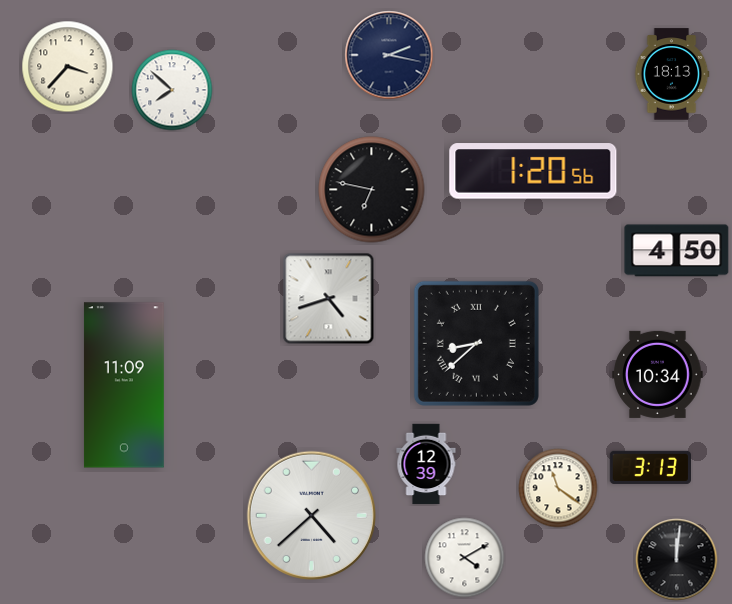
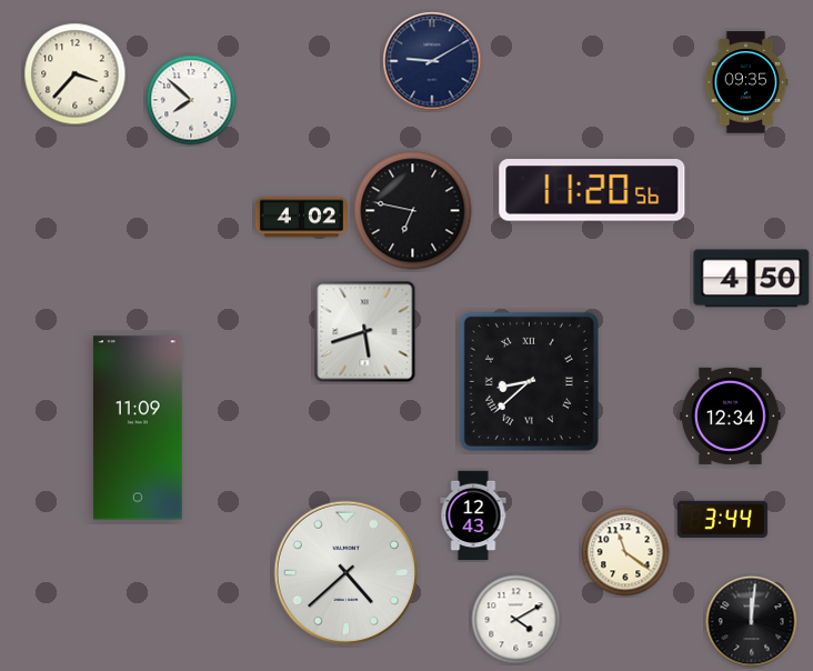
clock at (389, 55): 2:17 -> 9:10
clock at (672, 74): 18:13 -> 09:35
clock at (533, 171): 1:20 -> 11:20
clock at (301, 218): none -> 4:02
clock at (329, 299): 4:42 -> 5:42
clock at (658, 374): 10:34 -> 12:34
clock at (426, 464): 12:39 -> 12:43
clock at (650, 467): 3:13 -> 3:44
clock at (558, 488) position: (558, 488) -> (625, 552)
